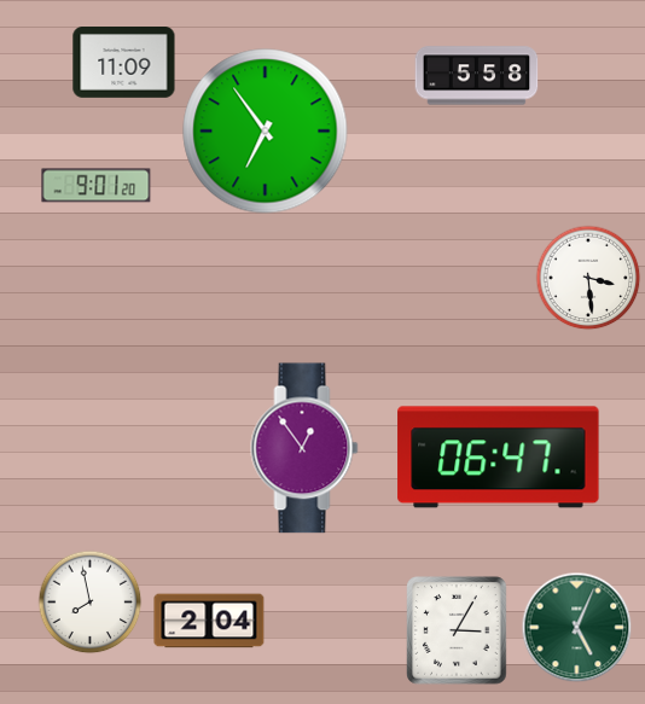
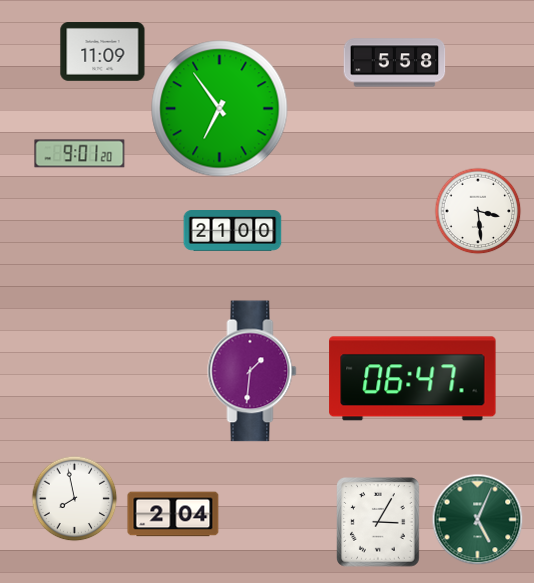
clock at (588, 278) position: (588, 278) -> (478, 211)
clock at (233, 231): none -> 21:00
clock at (304, 448): 12:54 -> 1:31
